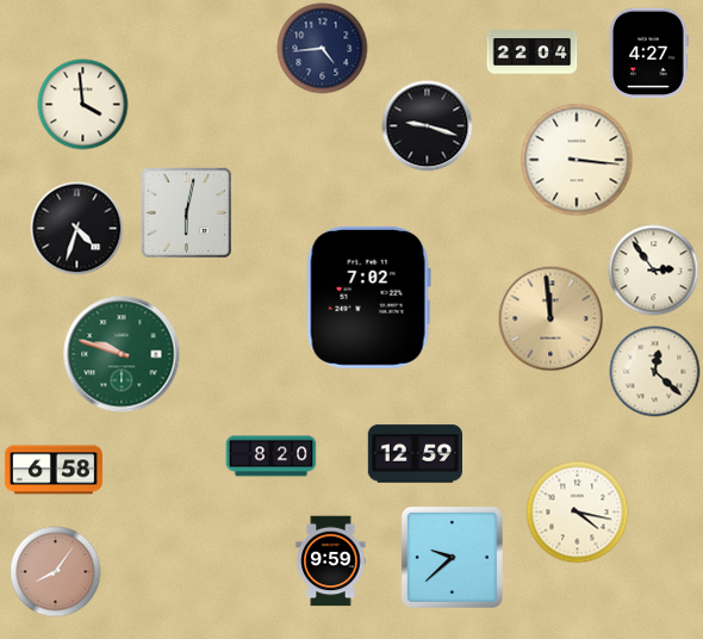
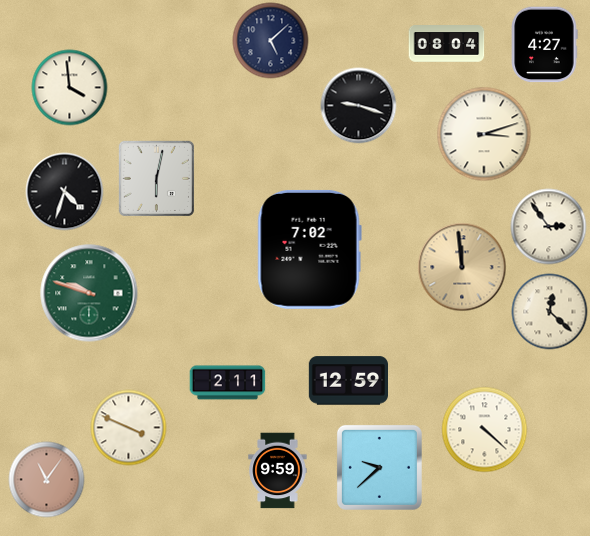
clock at (323, 49): 4:44 -> 5:08
clock at (533, 52): 22:04 -> 08:04
clock at (577, 160): 3:16 -> 3:12
clock at (122, 354) position: (122, 354) -> (89, 293)
clock at (272, 457): 8:20 -> 2:11
clock at (54, 470): 6:58 -> none
clock at (129, 428): none -> 3:49
clock at (578, 513): 4:17 -> 4:22
clock at (56, 572): 8:06 -> 11:06
